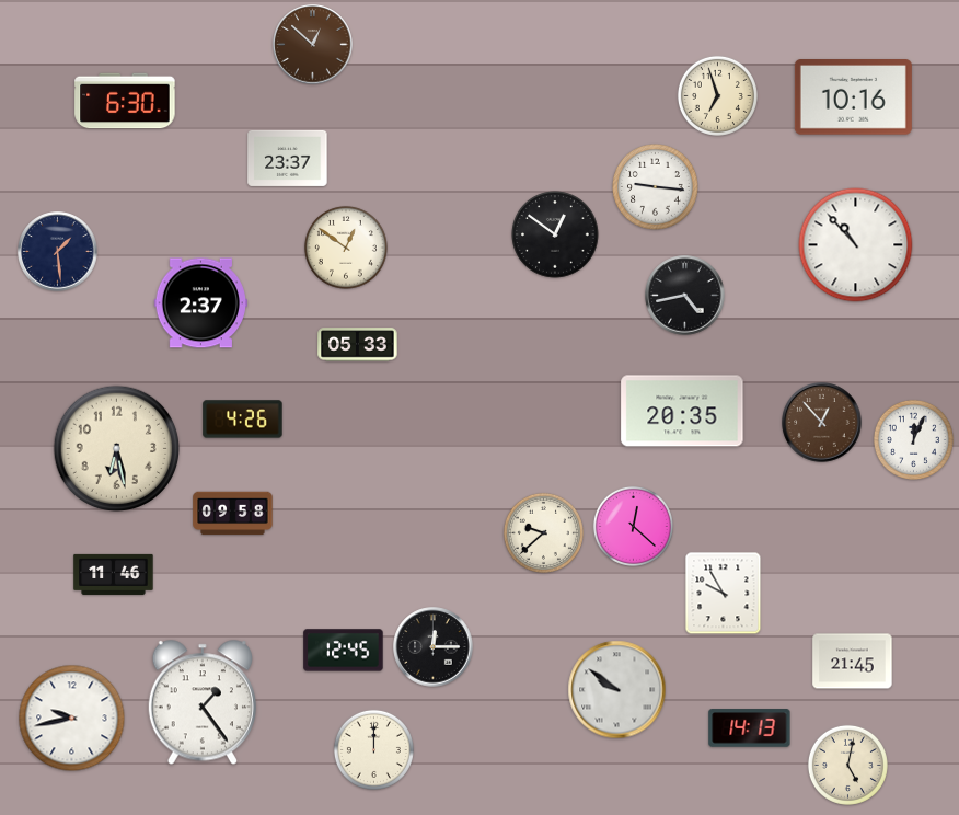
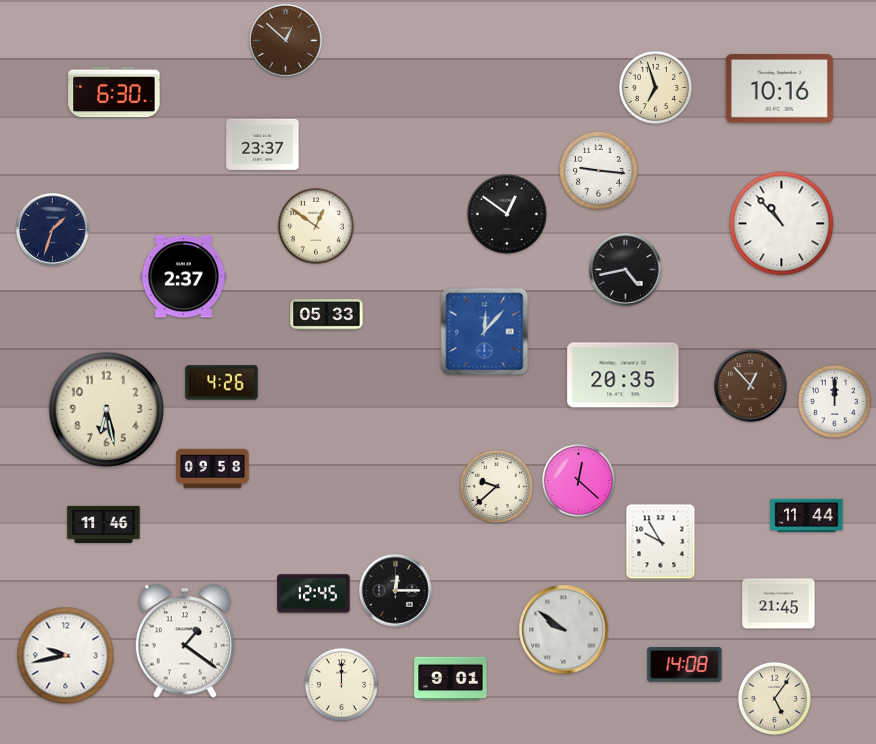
clock at (58, 252): 1:29 -> 1:33
clock at (485, 332): none -> 12:07
clock at (913, 439): 12:04 -> 12:00
clock at (807, 515): none -> 11:44
clock at (203, 702): 1:24 -> 1:21
clock at (750, 728): 14:13 -> 14:08
clock at (451, 679): none -> 9:01
clock at (847, 765): 5:02 -> 5:06
